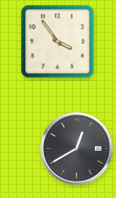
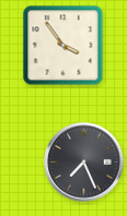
clock at (77, 149): 12:40 -> 7:26
